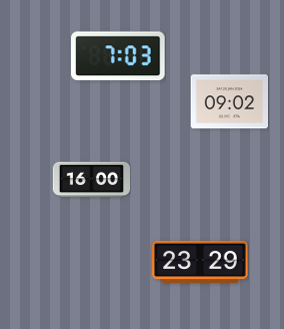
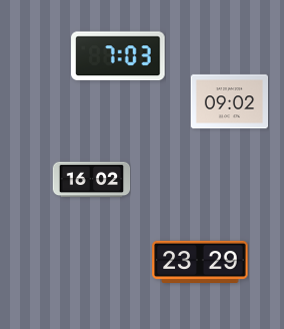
clock at (91, 180): 16:00 -> 16:02
